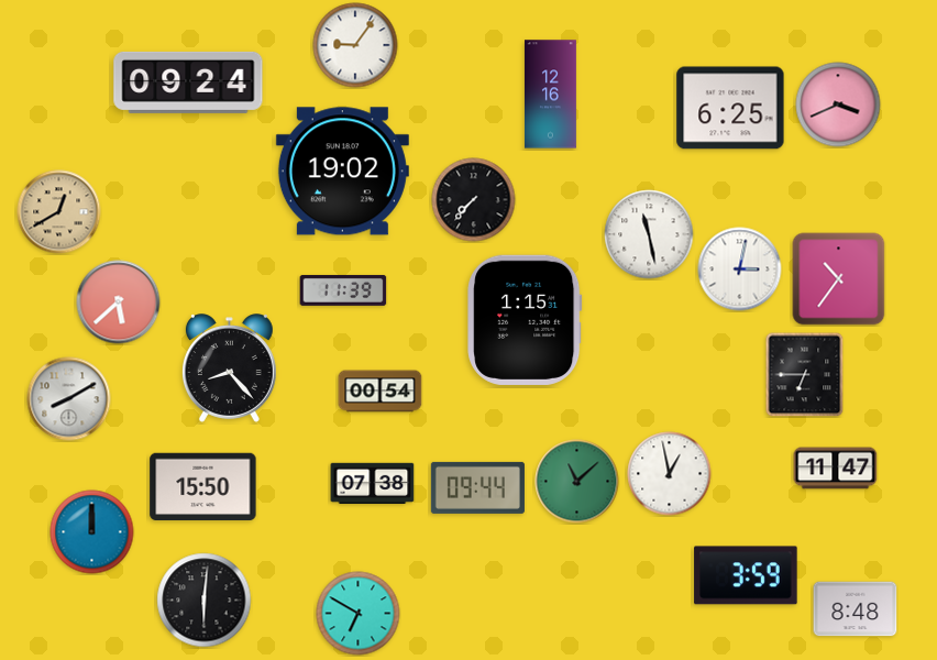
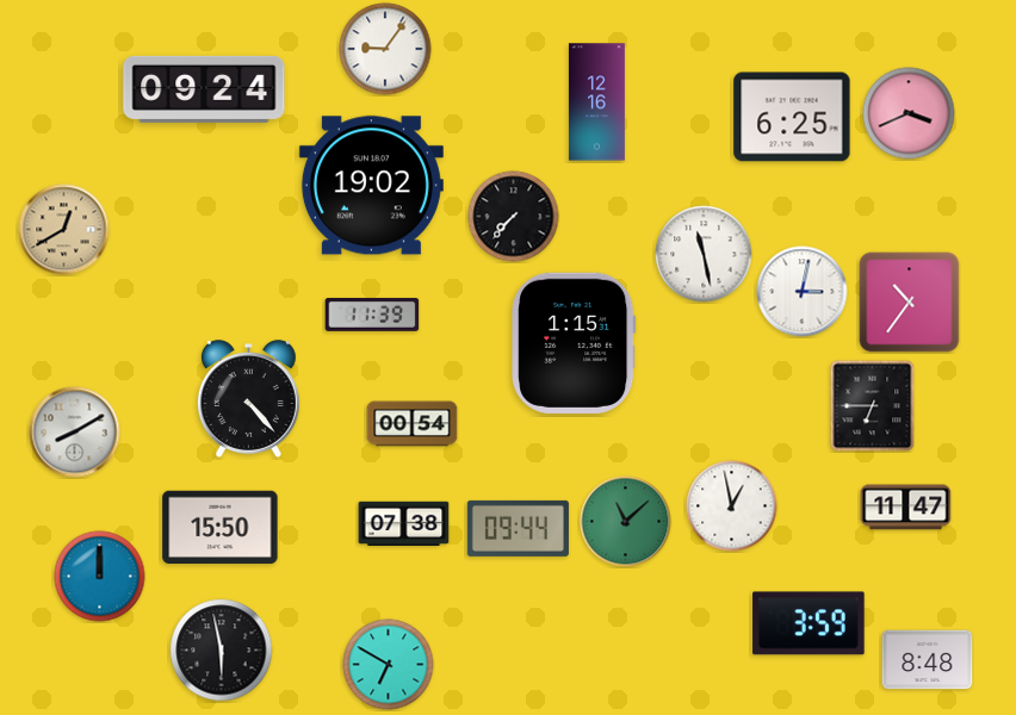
clock at (119, 302): 5:38 -> none
clock at (525, 320) position: (525, 320) -> (574, 343)
clock at (229, 369): 8:23 -> 4:23
clock at (670, 474) position: (670, 474) -> (732, 506)
clock at (205, 601): 6:01 -> 5:58
